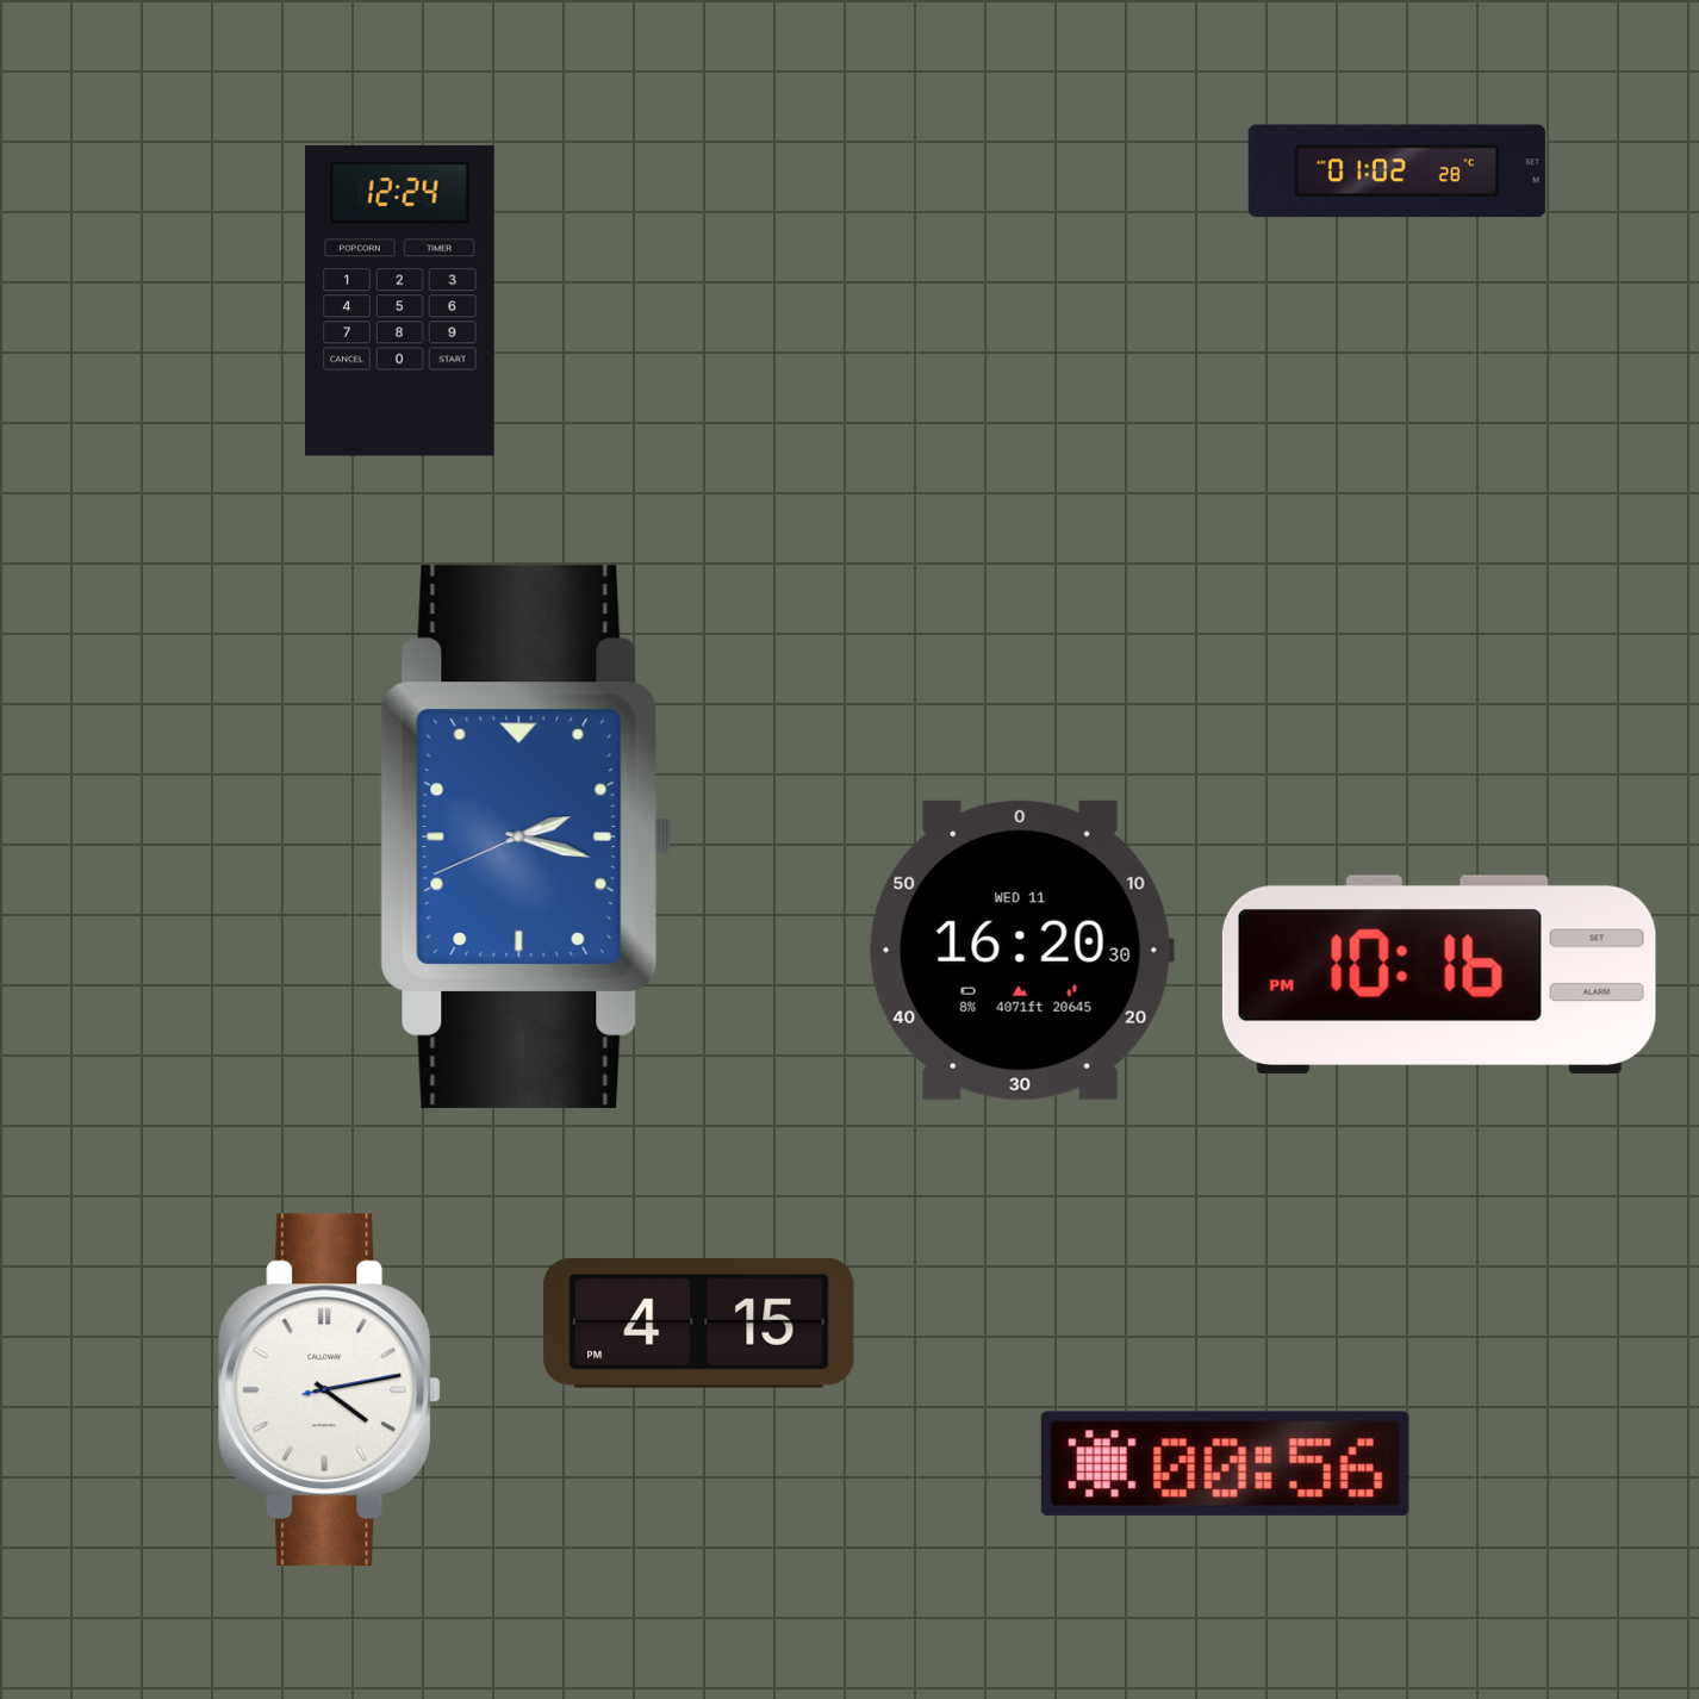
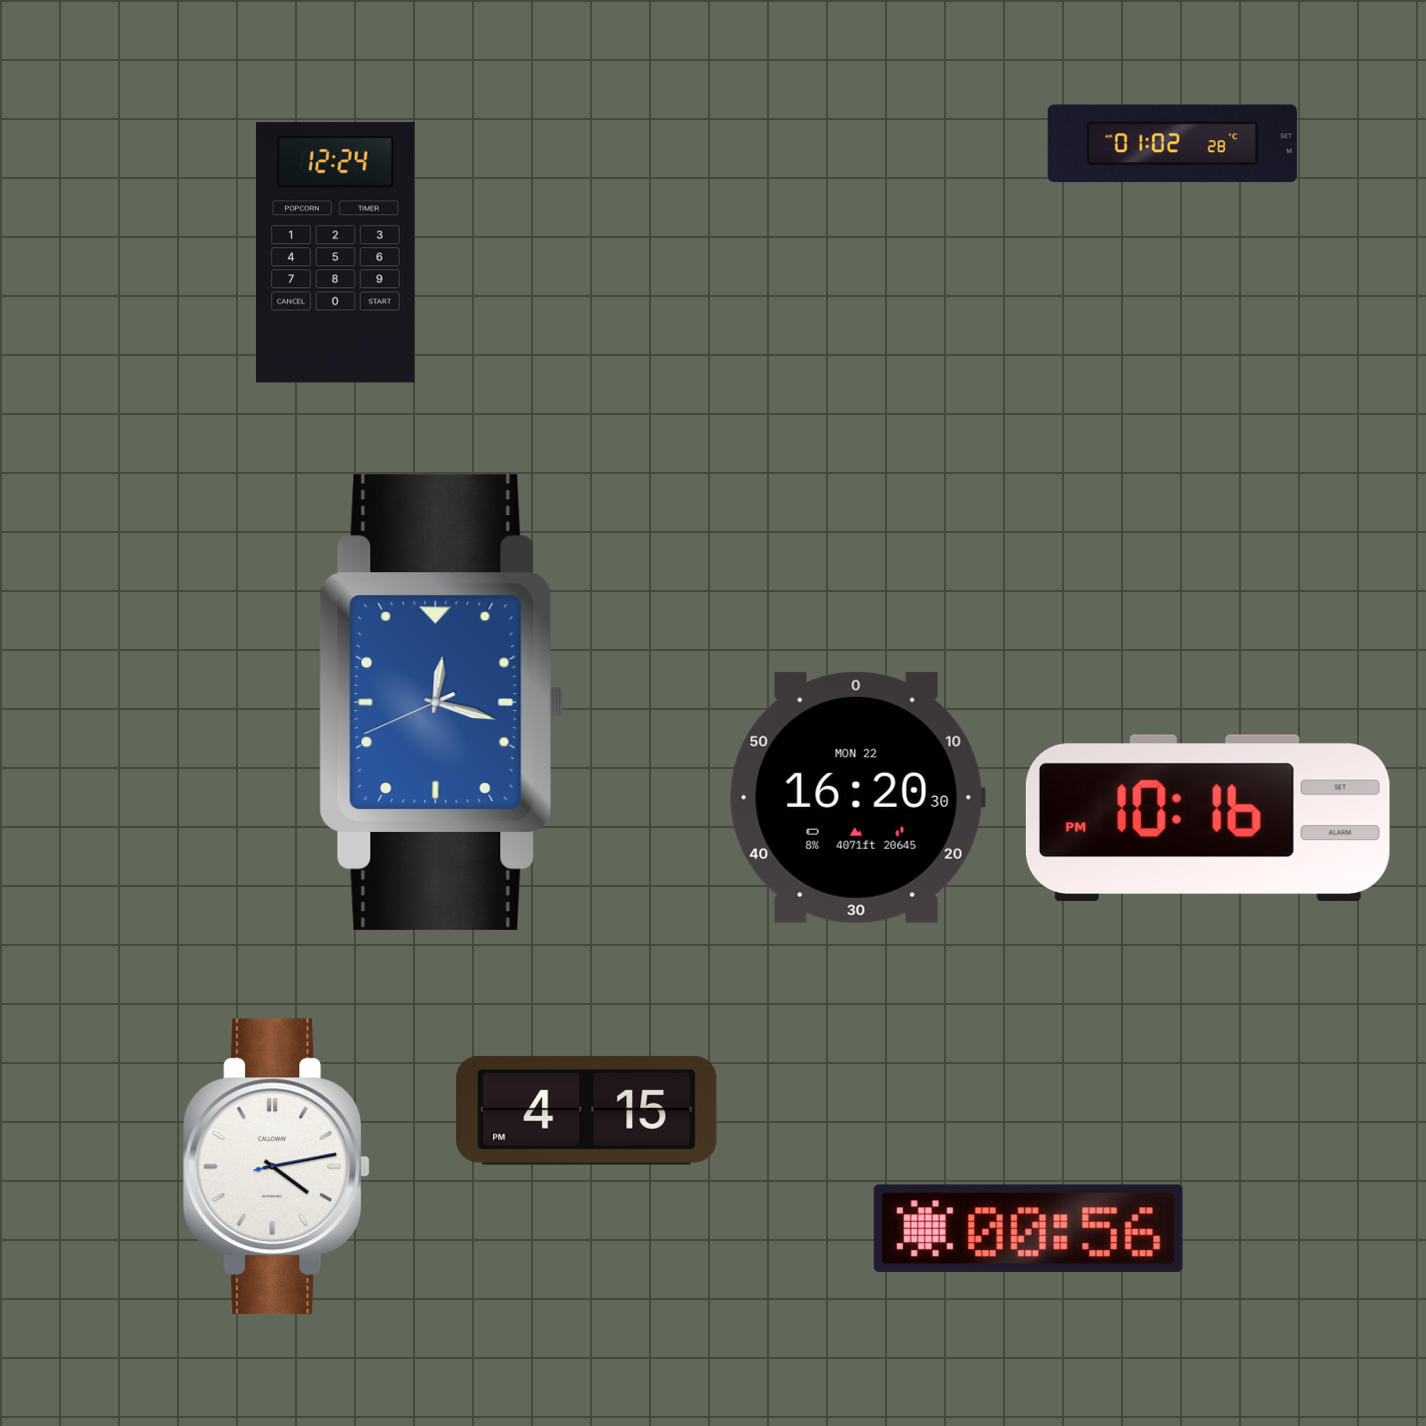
clock at (527, 836): 2:17 -> 12:17
clock at (1021, 950) date: WED 11 -> MON 22
